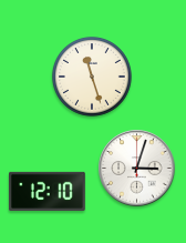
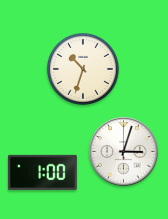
clock at (92, 77): 11:27 -> 10:33
clock at (46, 191): 12:10 -> 1:00
